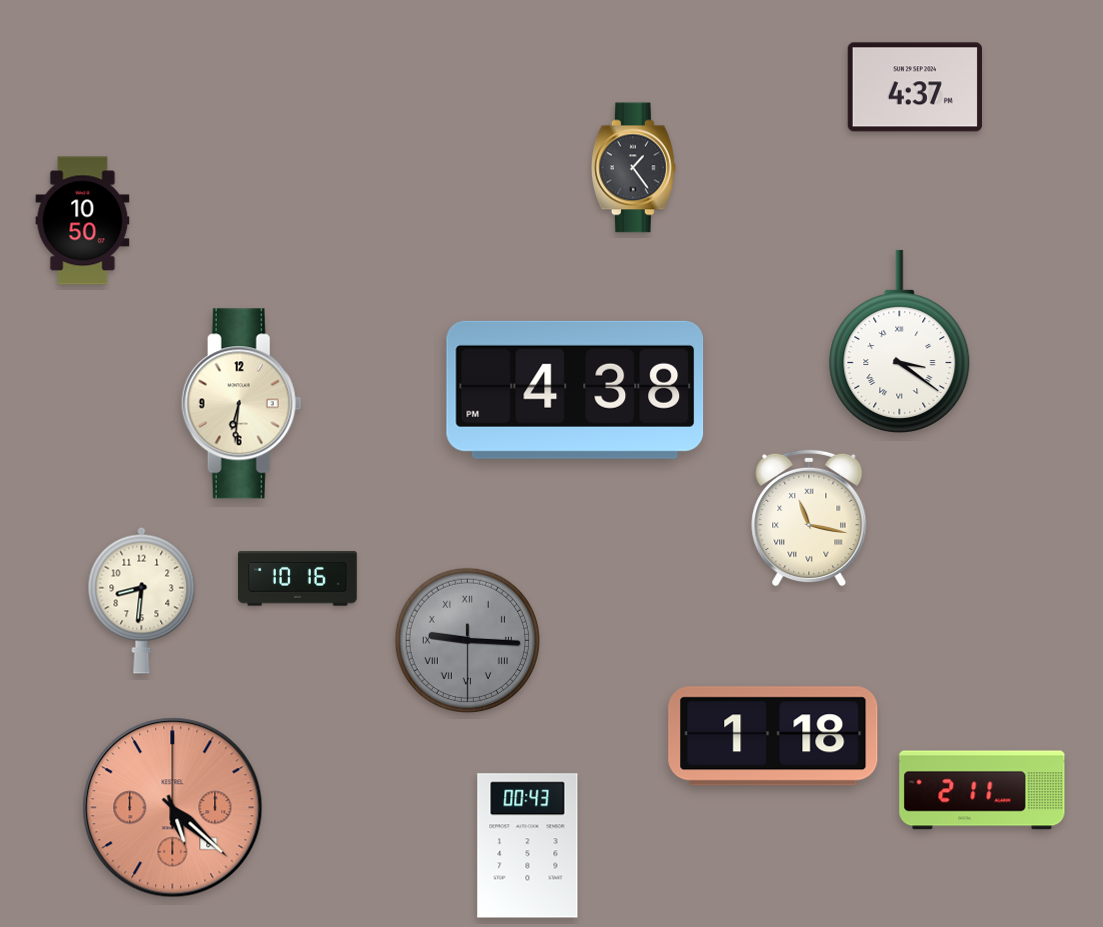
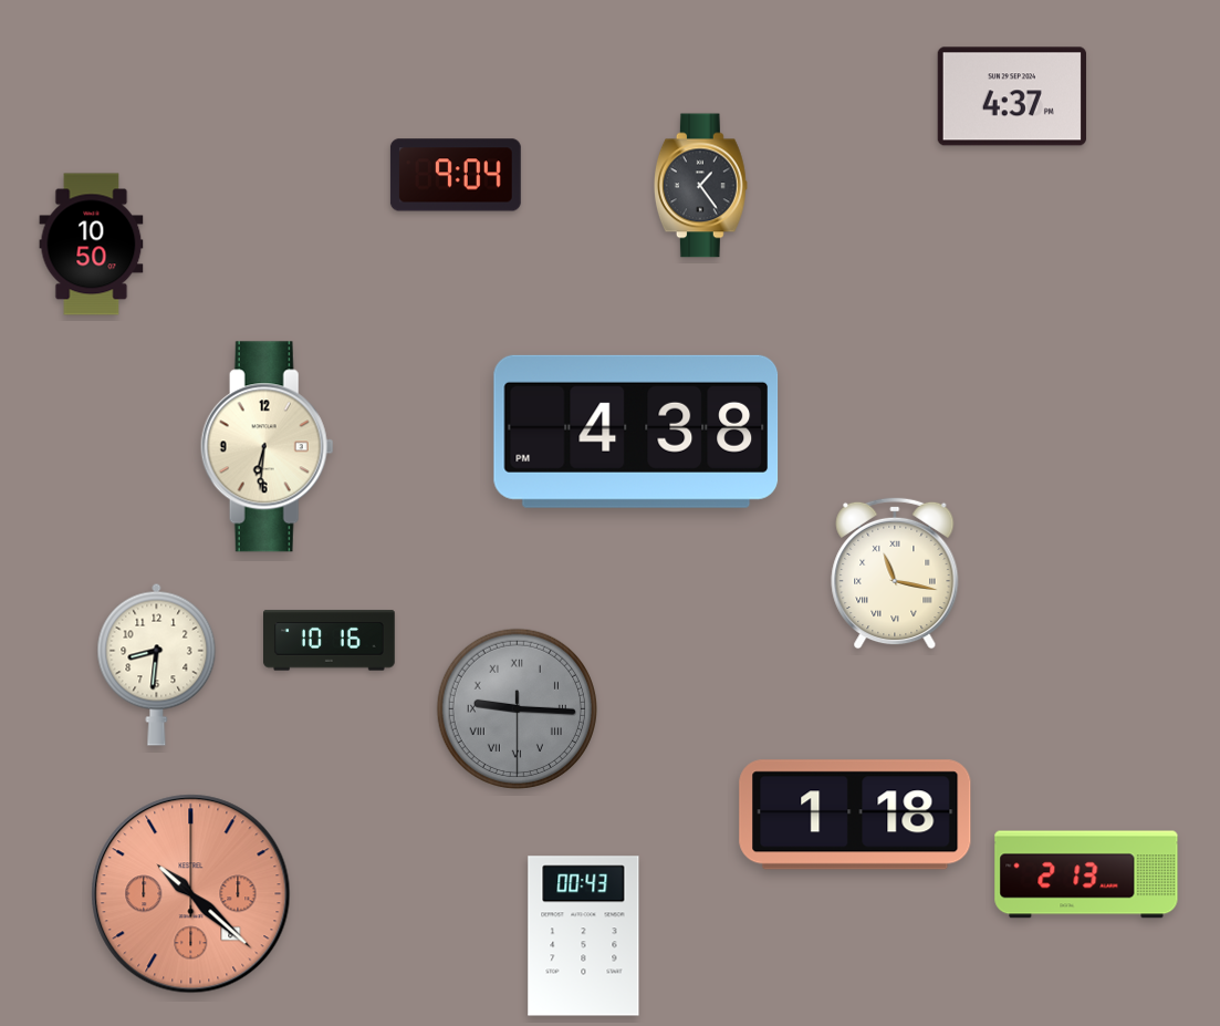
clock at (456, 175): none -> 9:04
clock at (900, 341): 3:21 -> none
clock at (982, 790): 2:11 -> 2:13
clock at (173, 808): 5:22 -> 10:22
